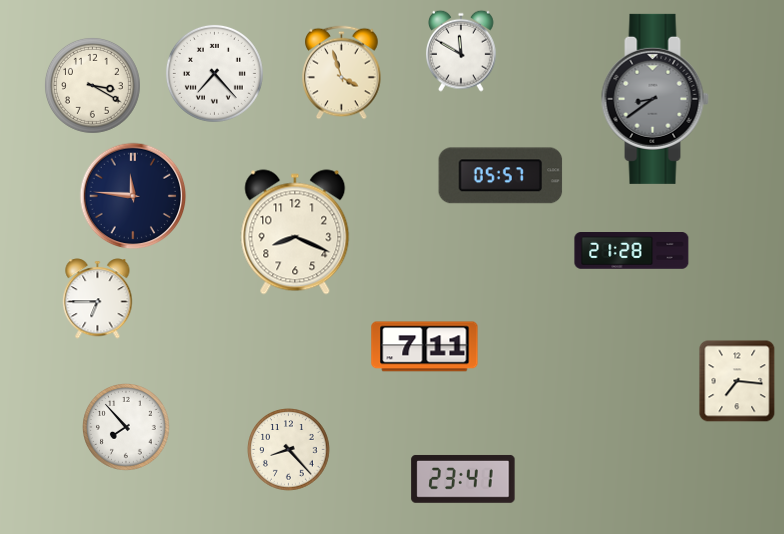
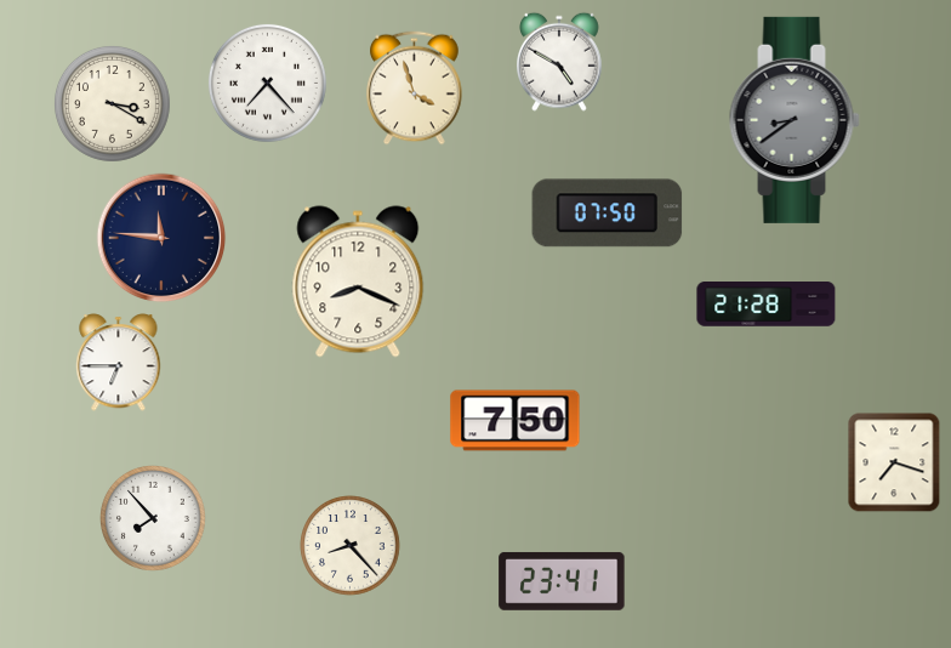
clock at (462, 51): 11:50 -> 4:50
clock at (214, 73) position: (214, 73) -> (267, 83)
clock at (501, 176): 05:57 -> 07:50
clock at (425, 347): 7:11 -> 7:50
clock at (737, 381): 7:16 -> 7:18
